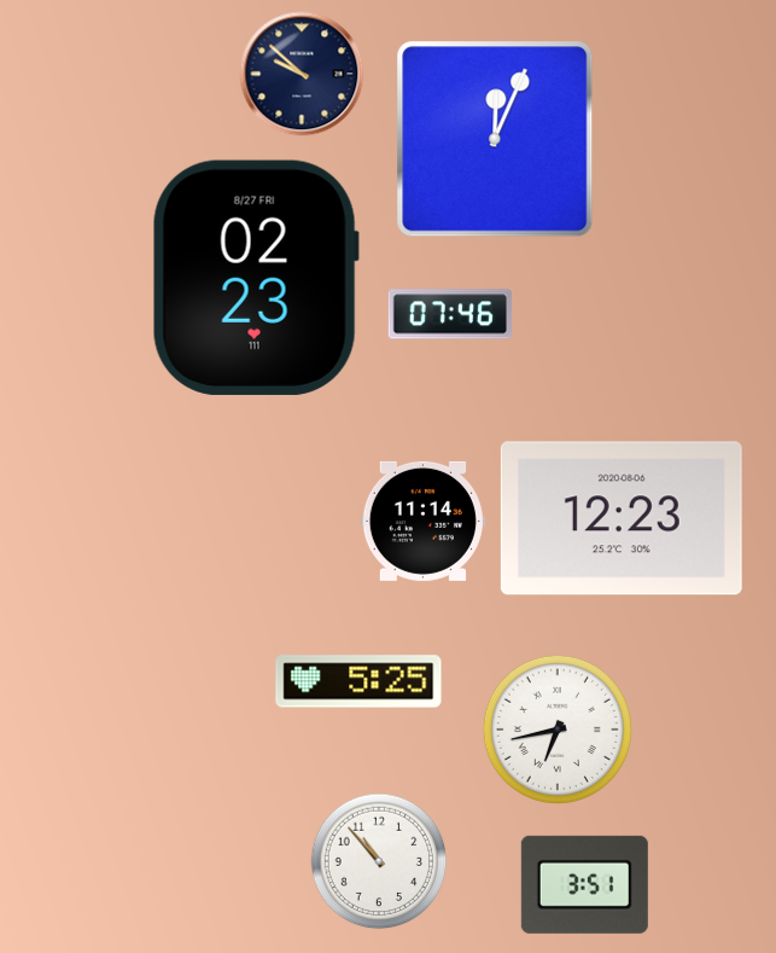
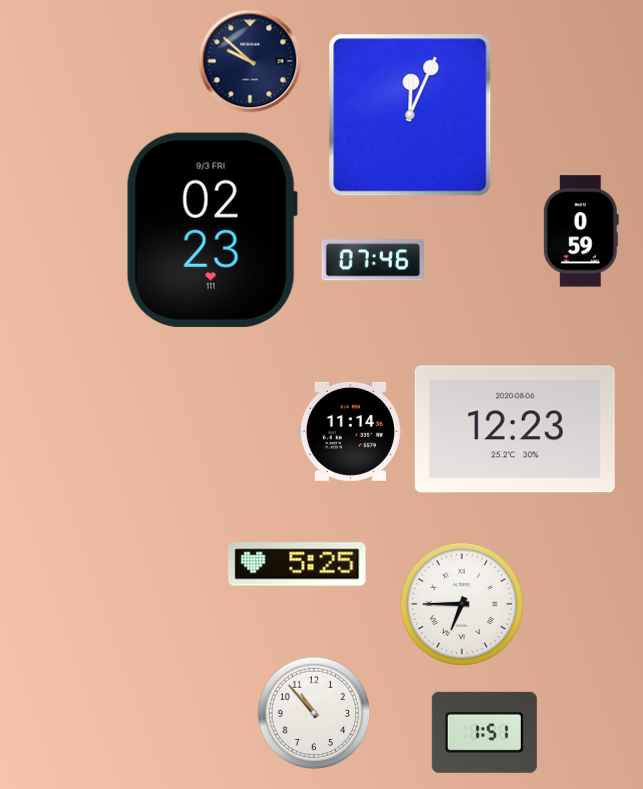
clock at (256, 278) date: 8/27 FRI -> 9/3 FRI
clock at (581, 231): none -> 0:59
clock at (558, 730): 6:43 -> 6:45
clock at (584, 884): 3:51 -> 1:51
